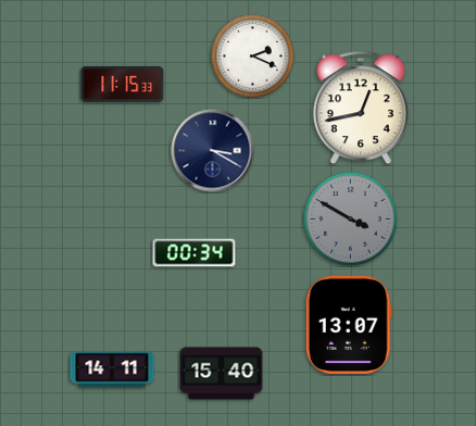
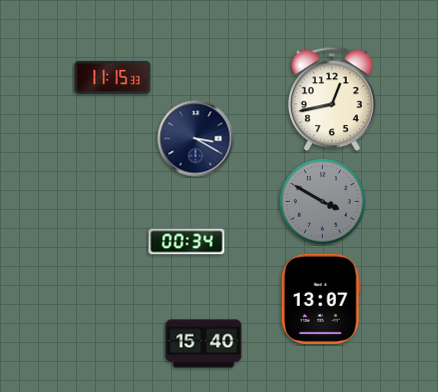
clock at (253, 57): 2:19 -> none
clock at (195, 253) position: (195, 253) -> (187, 242)
clock at (112, 369): 14:11 -> none
